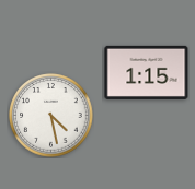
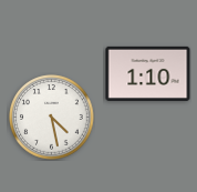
clock at (147, 72): 1:15 -> 1:10
